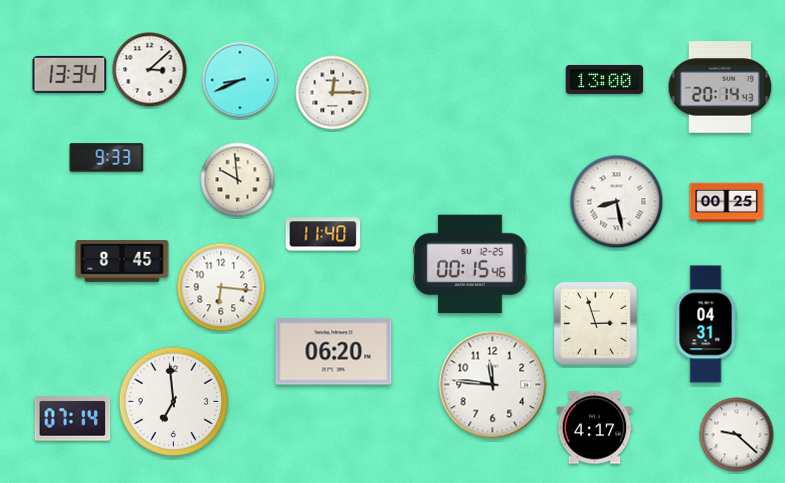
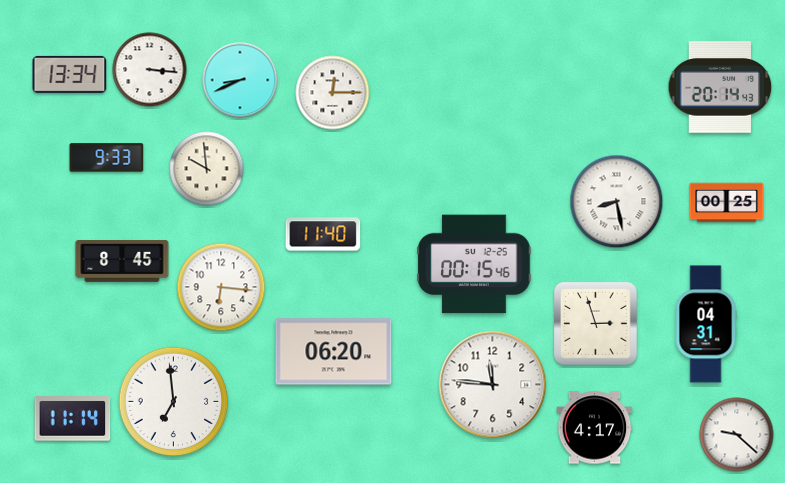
clock at (150, 70): 3:08 -> 3:16
clock at (605, 79): 13:00 -> none
clock at (238, 180) position: (238, 180) -> (207, 169)
clock at (470, 264) position: (470, 264) -> (474, 264)
clock at (73, 419): 07:14 -> 11:14
